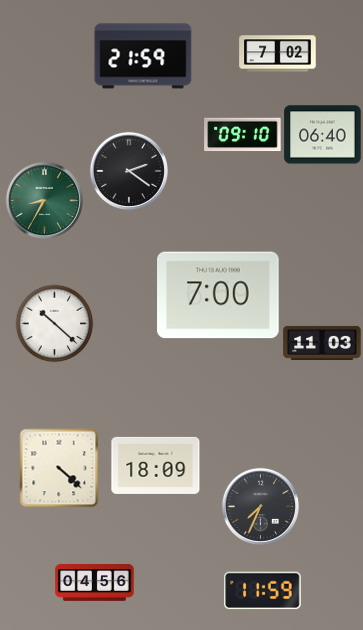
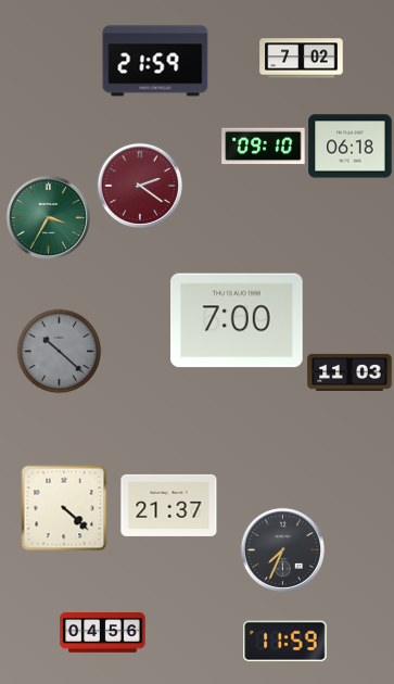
clock at (323, 135): 06:40 -> 06:18
clock at (128, 170) dial: black -> burgundy
clock at (44, 200): 8:35 -> 3:35
clock at (54, 323) dial: white -> grey
clock at (156, 465): 18:09 -> 21:37
